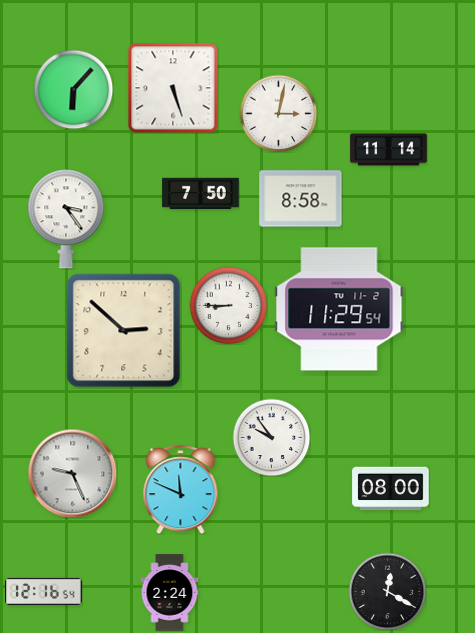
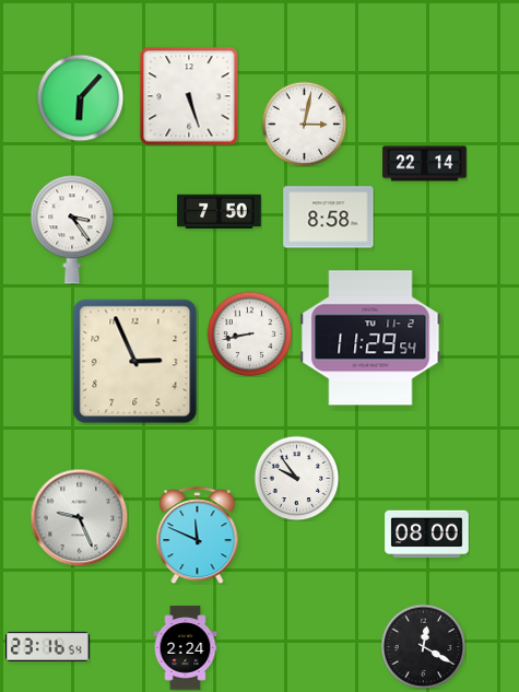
clock at (389, 150): 11:14 -> 22:14
clock at (66, 219) position: (66, 219) -> (72, 230)
clock at (228, 305): 8:45 -> 8:43
clock at (124, 331): 2:52 -> 2:56
clock at (44, 591): 12:16 -> 23:16
